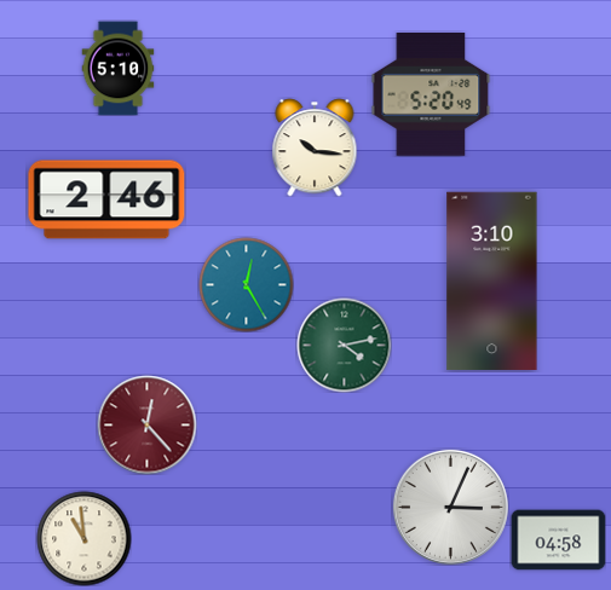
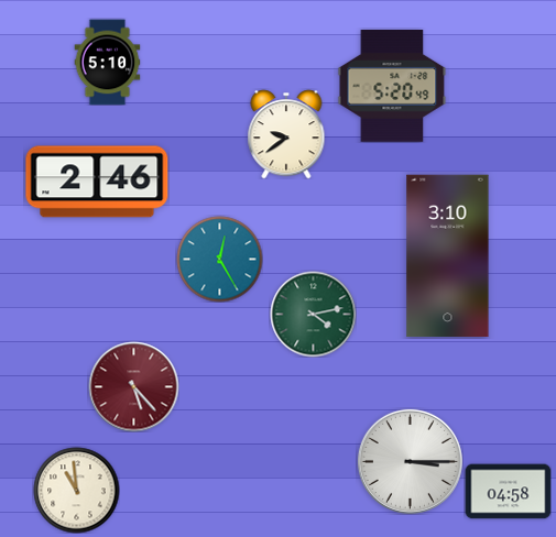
clock at (315, 147): 10:16 -> 9:39
clock at (246, 284) position: (246, 284) -> (219, 259)
clock at (146, 424): 12:23 -> 5:23
clock at (450, 507): 3:04 -> 3:15
